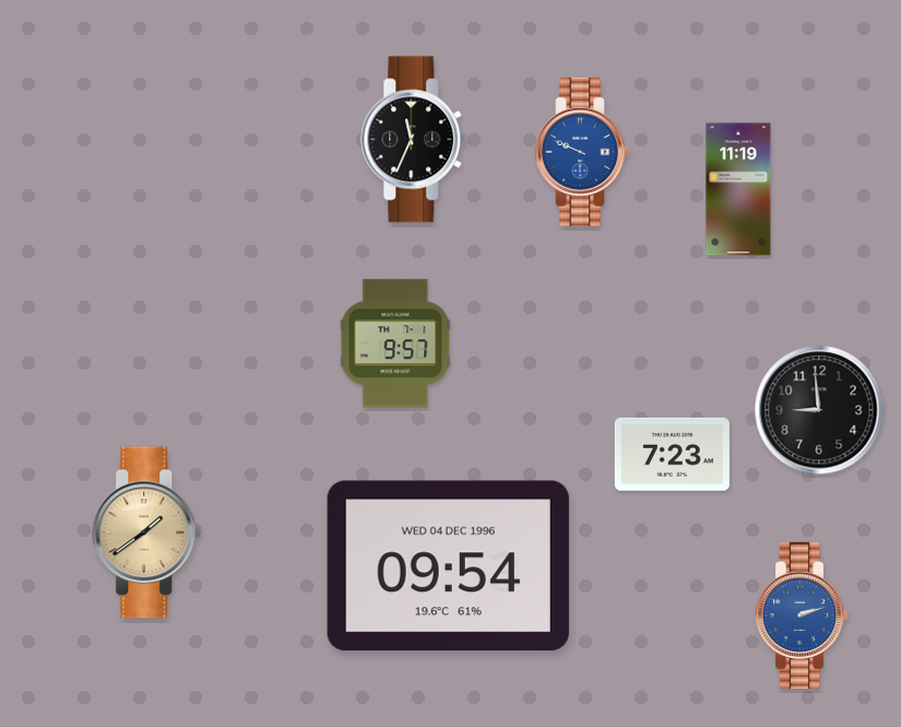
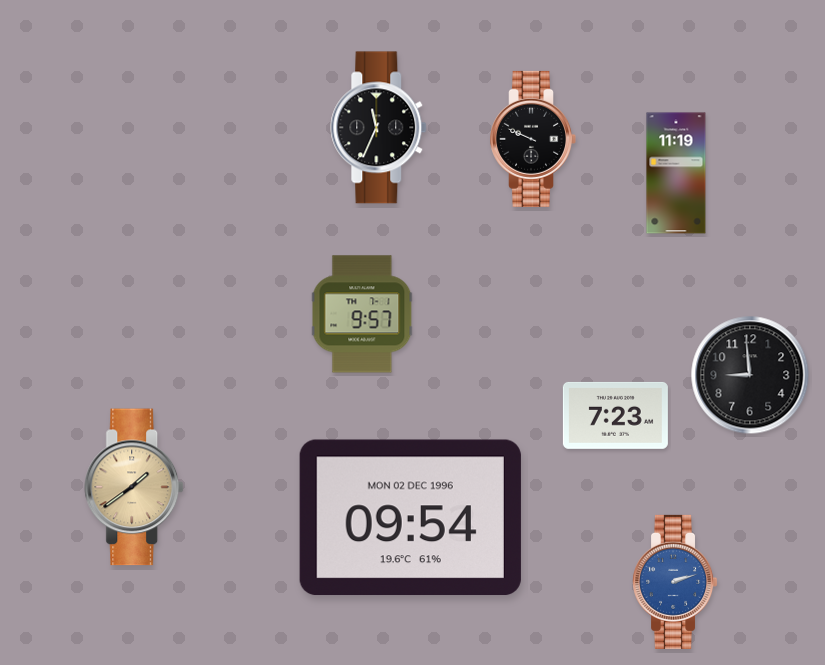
clock at (582, 152) dial: blue -> black
clock at (448, 566) date: WED 04 DEC 1996 -> MON 02 DEC 1996
clock at (803, 615) position: (803, 615) -> (676, 582)
